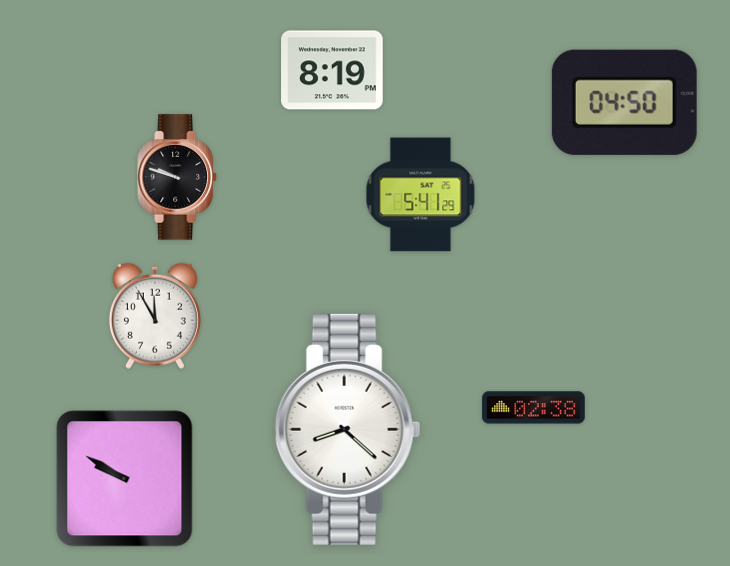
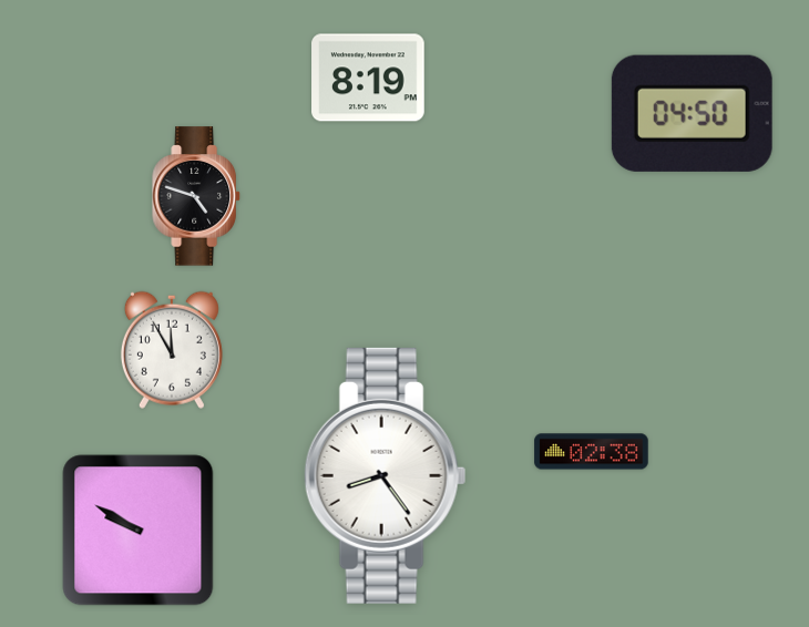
clock at (177, 177): 9:48 -> 4:48
clock at (421, 195): 5:41 -> none
clock at (348, 429): 8:22 -> 8:24
